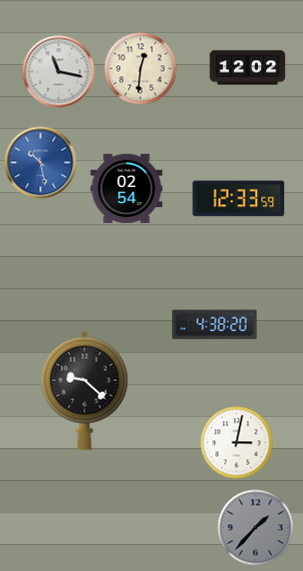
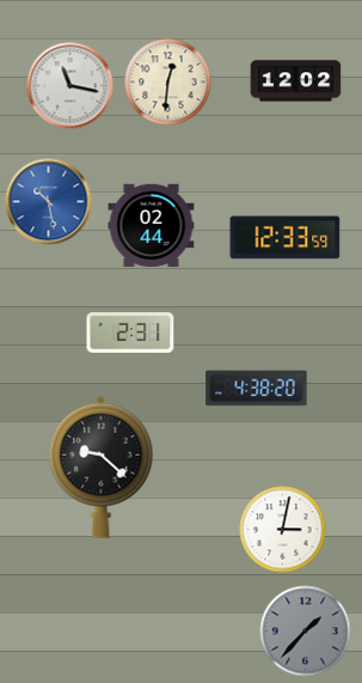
clock at (41, 163) position: (41, 163) -> (49, 202)
clock at (127, 189): 02:54 -> 02:44
clock at (130, 334): none -> 2:31
